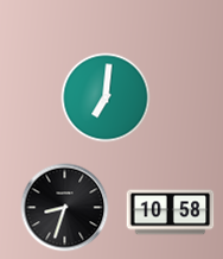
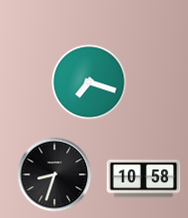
clock at (106, 97): 7:01 -> 7:18
